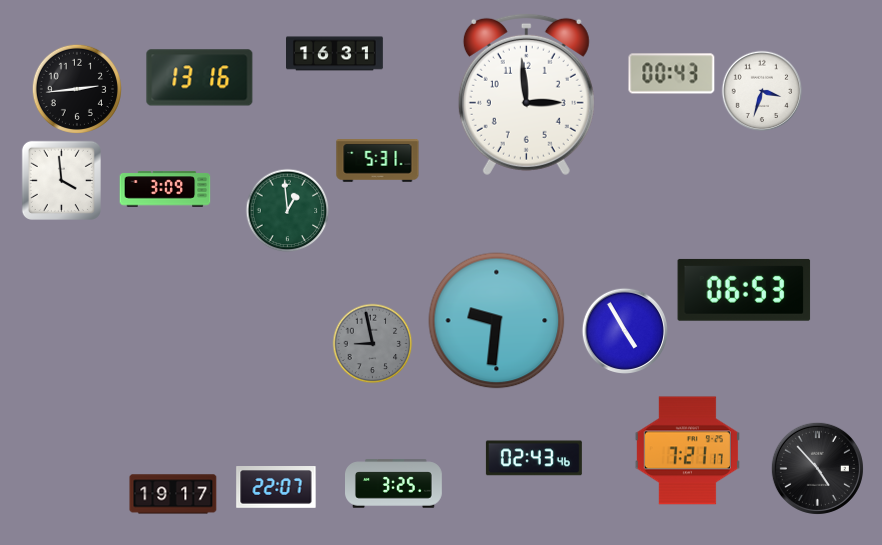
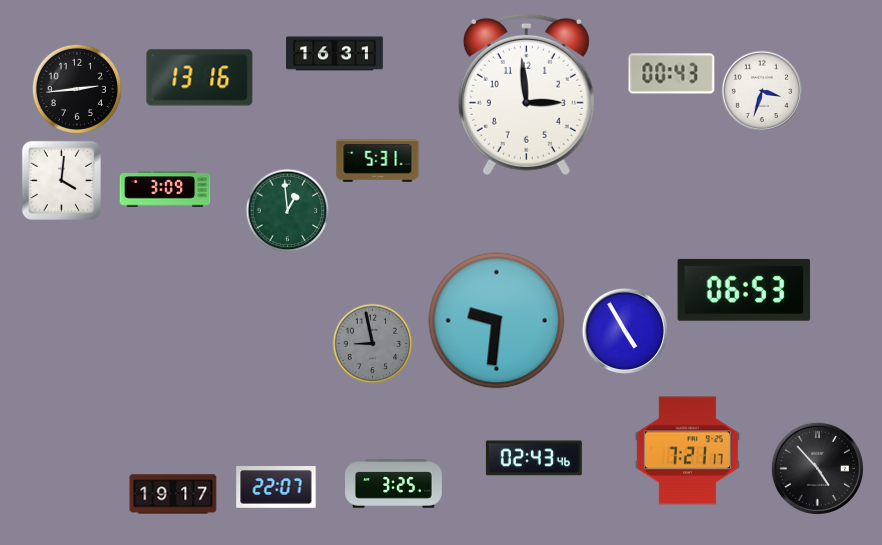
clock at (61, 180): 3:59 -> 4:01
